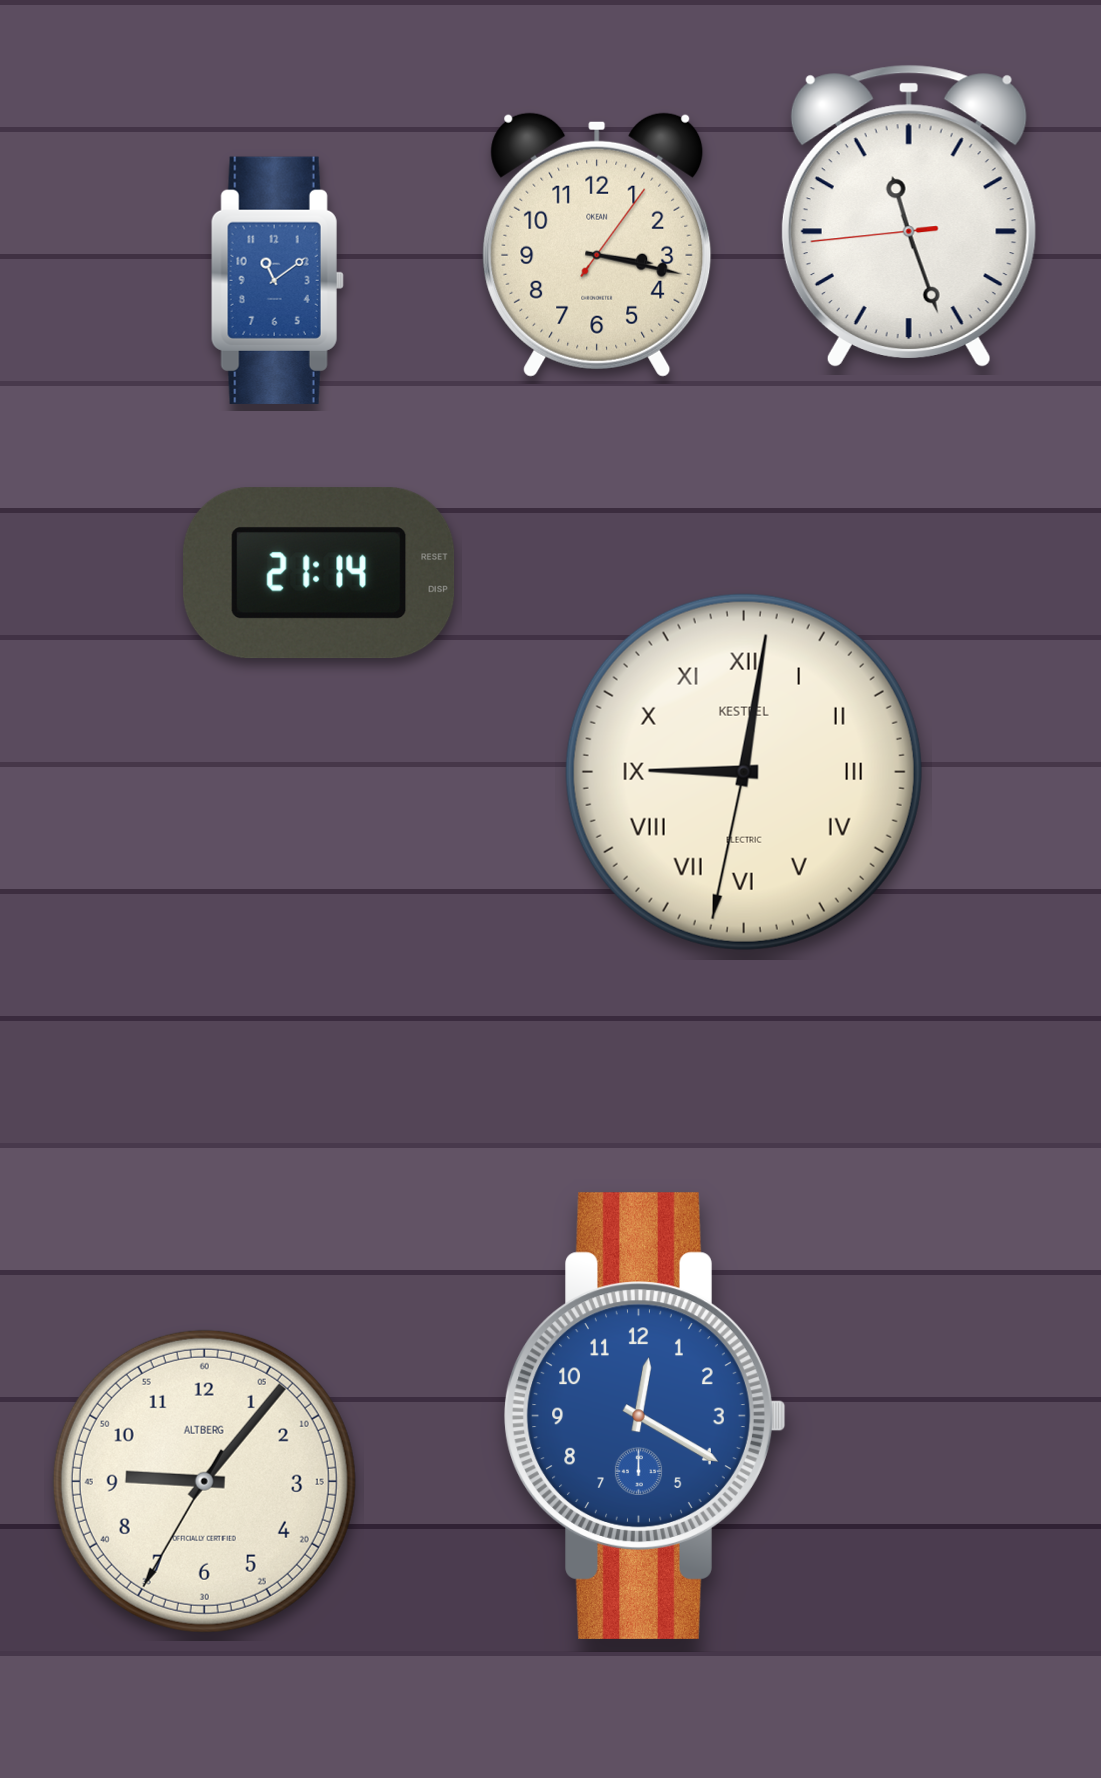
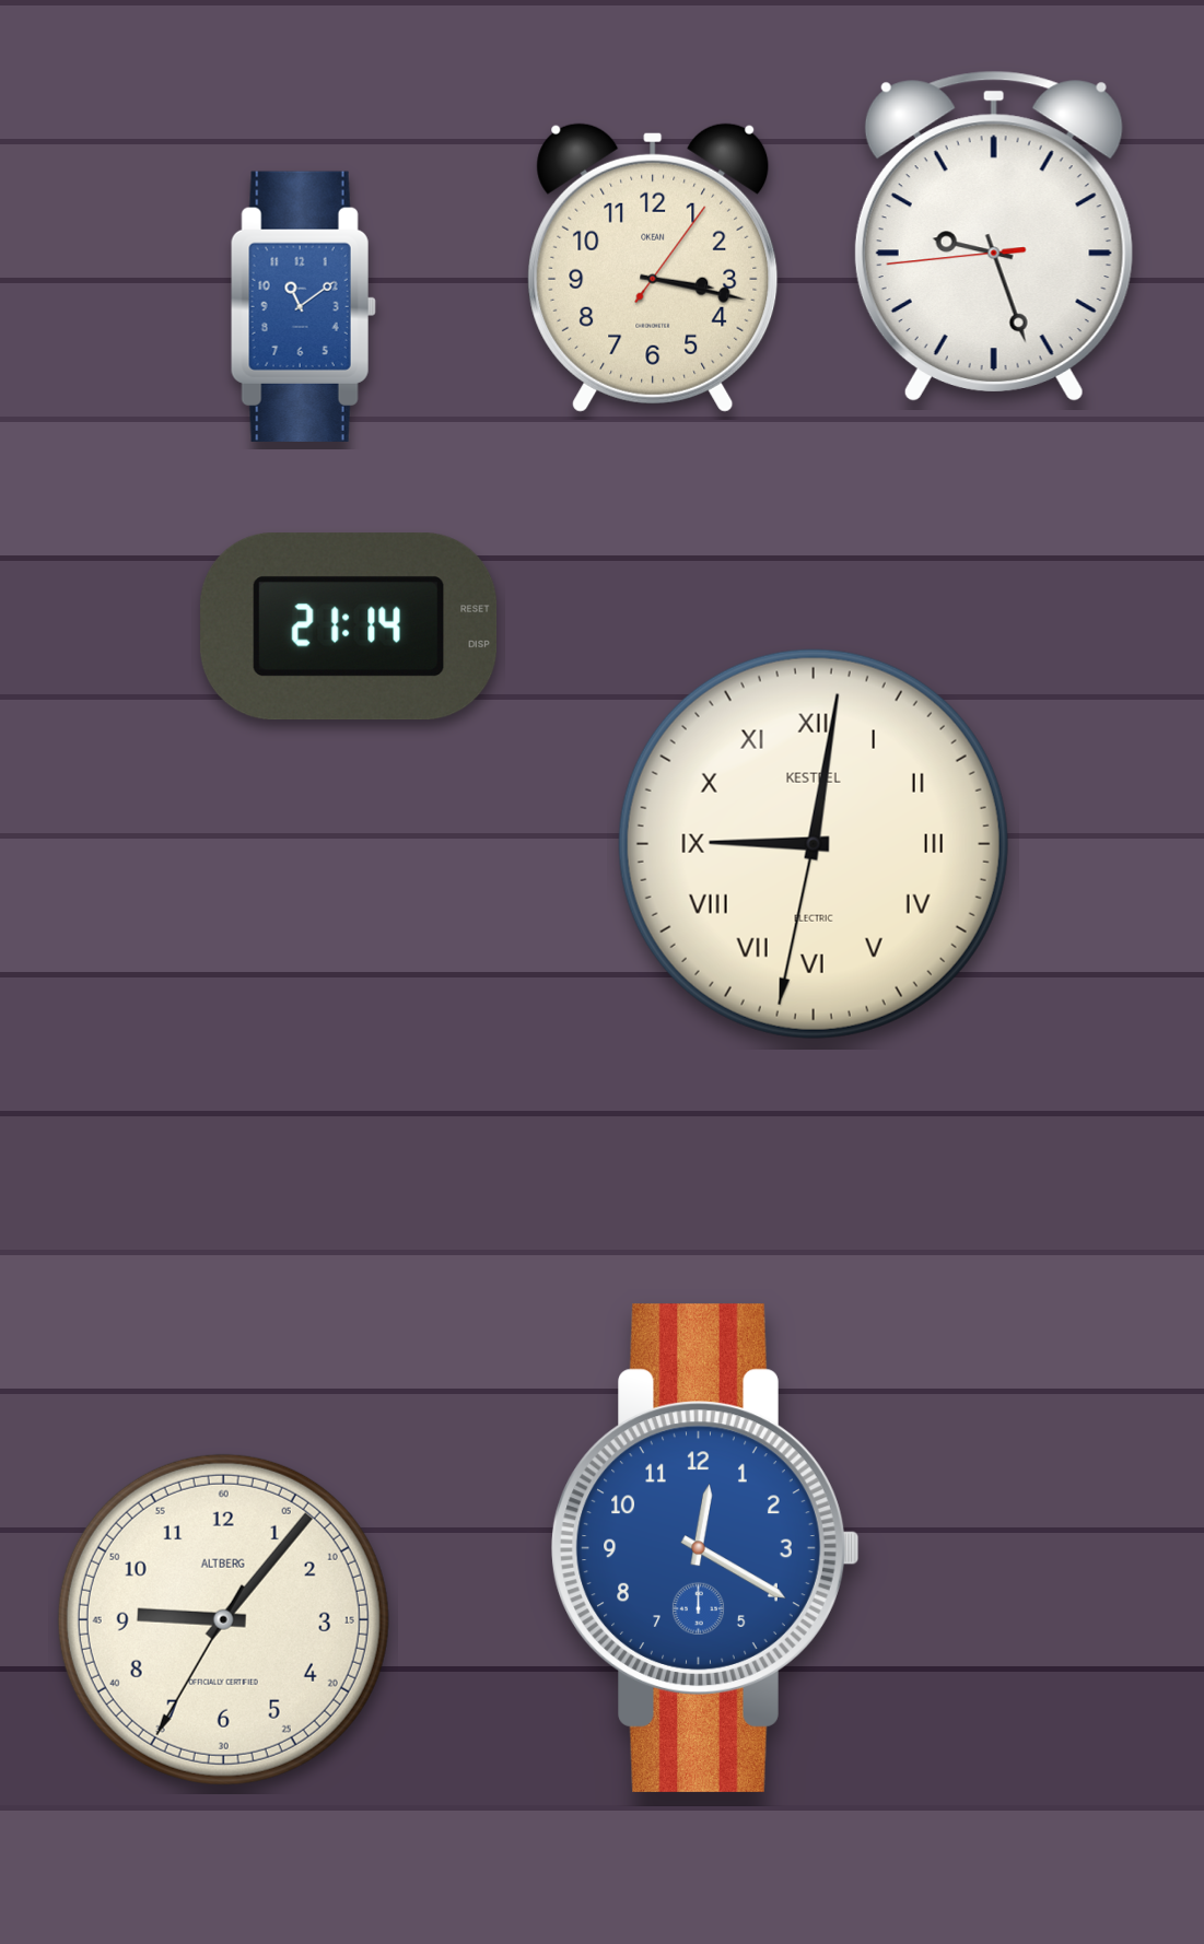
clock at (909, 216): 11:26 -> 9:26
